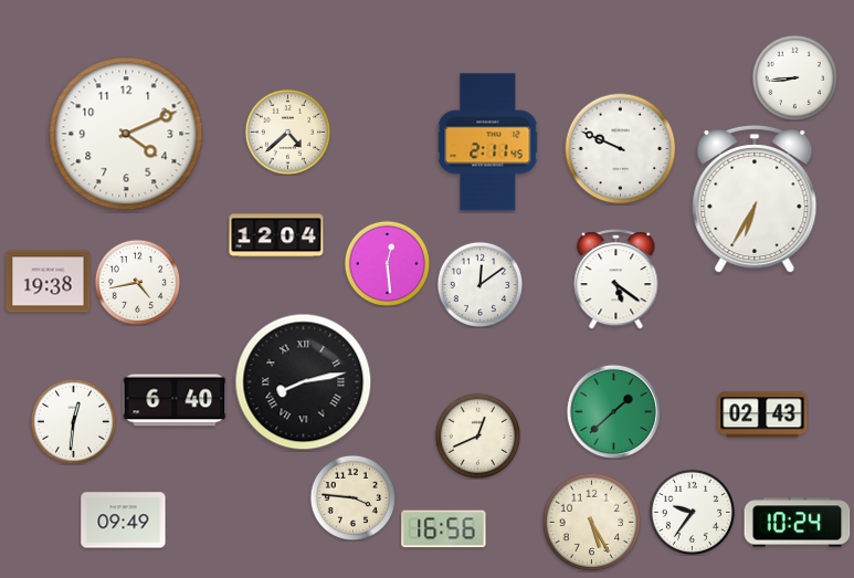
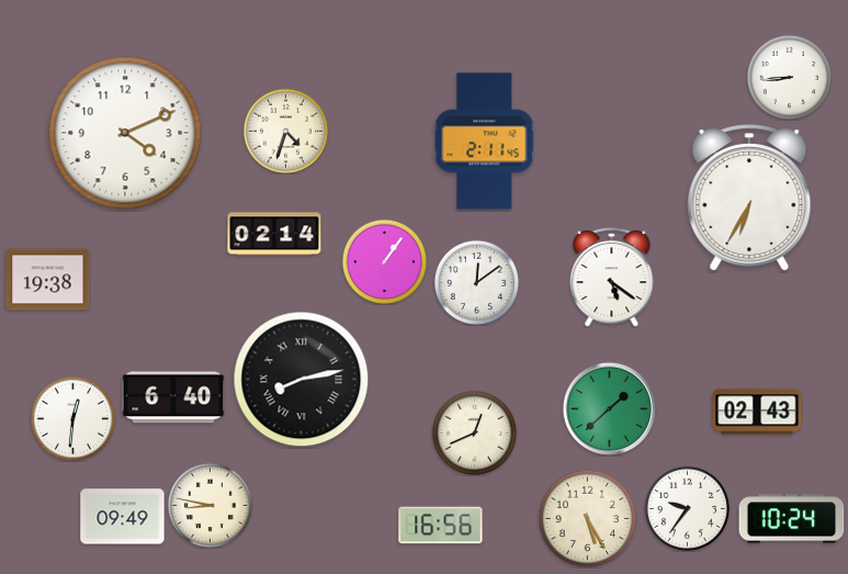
clock at (287, 132): 4:38 -> 4:33
clock at (621, 149): 9:49 -> none
clock at (276, 235): 12:04 -> 02:14
clock at (387, 263): 12:29 -> 1:06
clock at (137, 282): 4:43 -> none
clock at (352, 497): 3:46 -> none
clock at (210, 505): none -> 8:47
